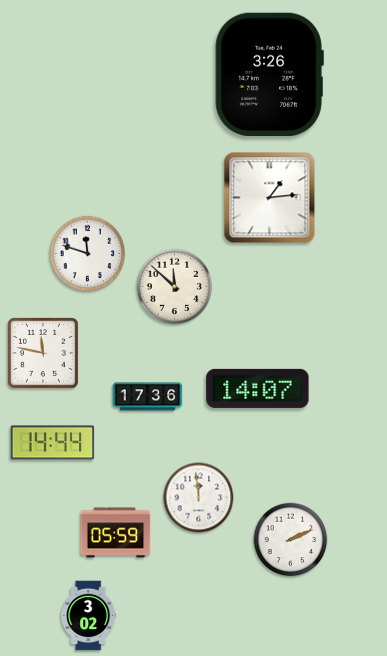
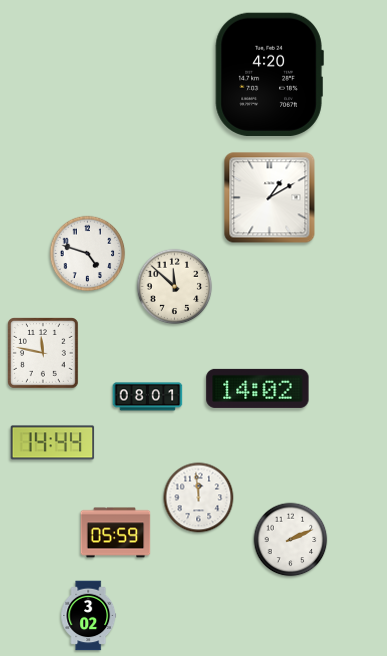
clock at (269, 74): 3:26 -> 4:20
clock at (270, 198): 1:14 -> 1:10
clock at (88, 254): 11:48 -> 4:48
clock at (258, 388): 14:07 -> 14:02
clock at (148, 397): 17:36 -> 08:01
